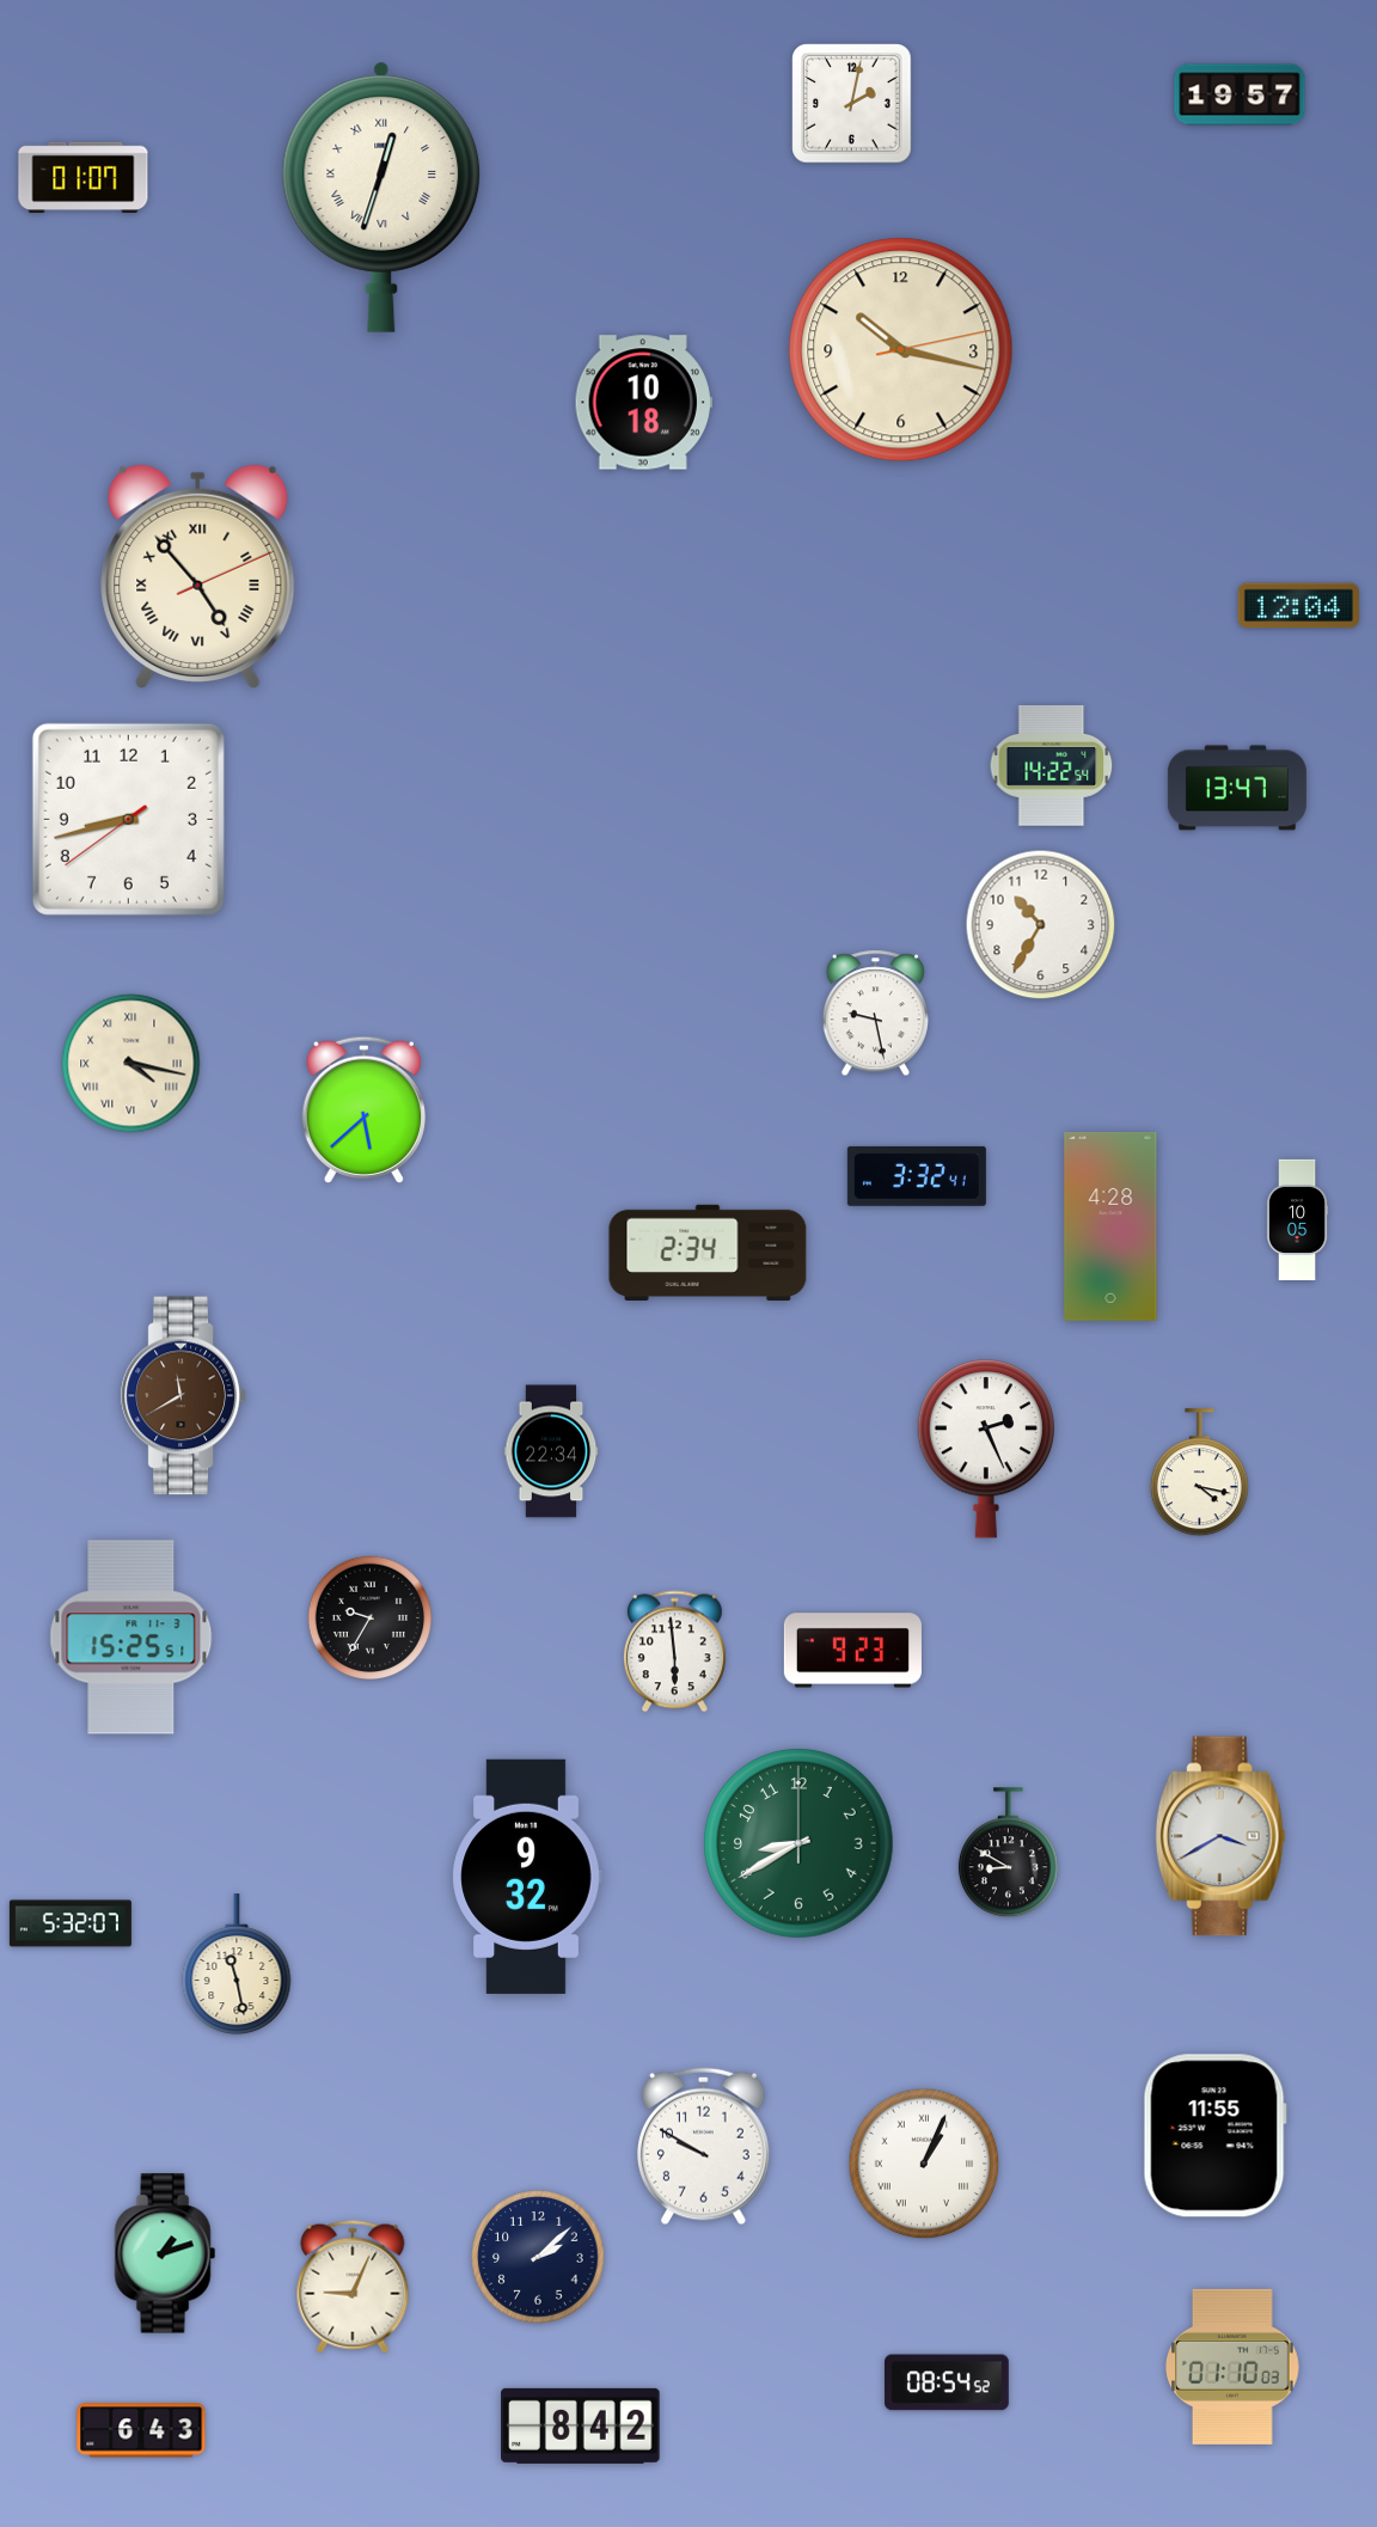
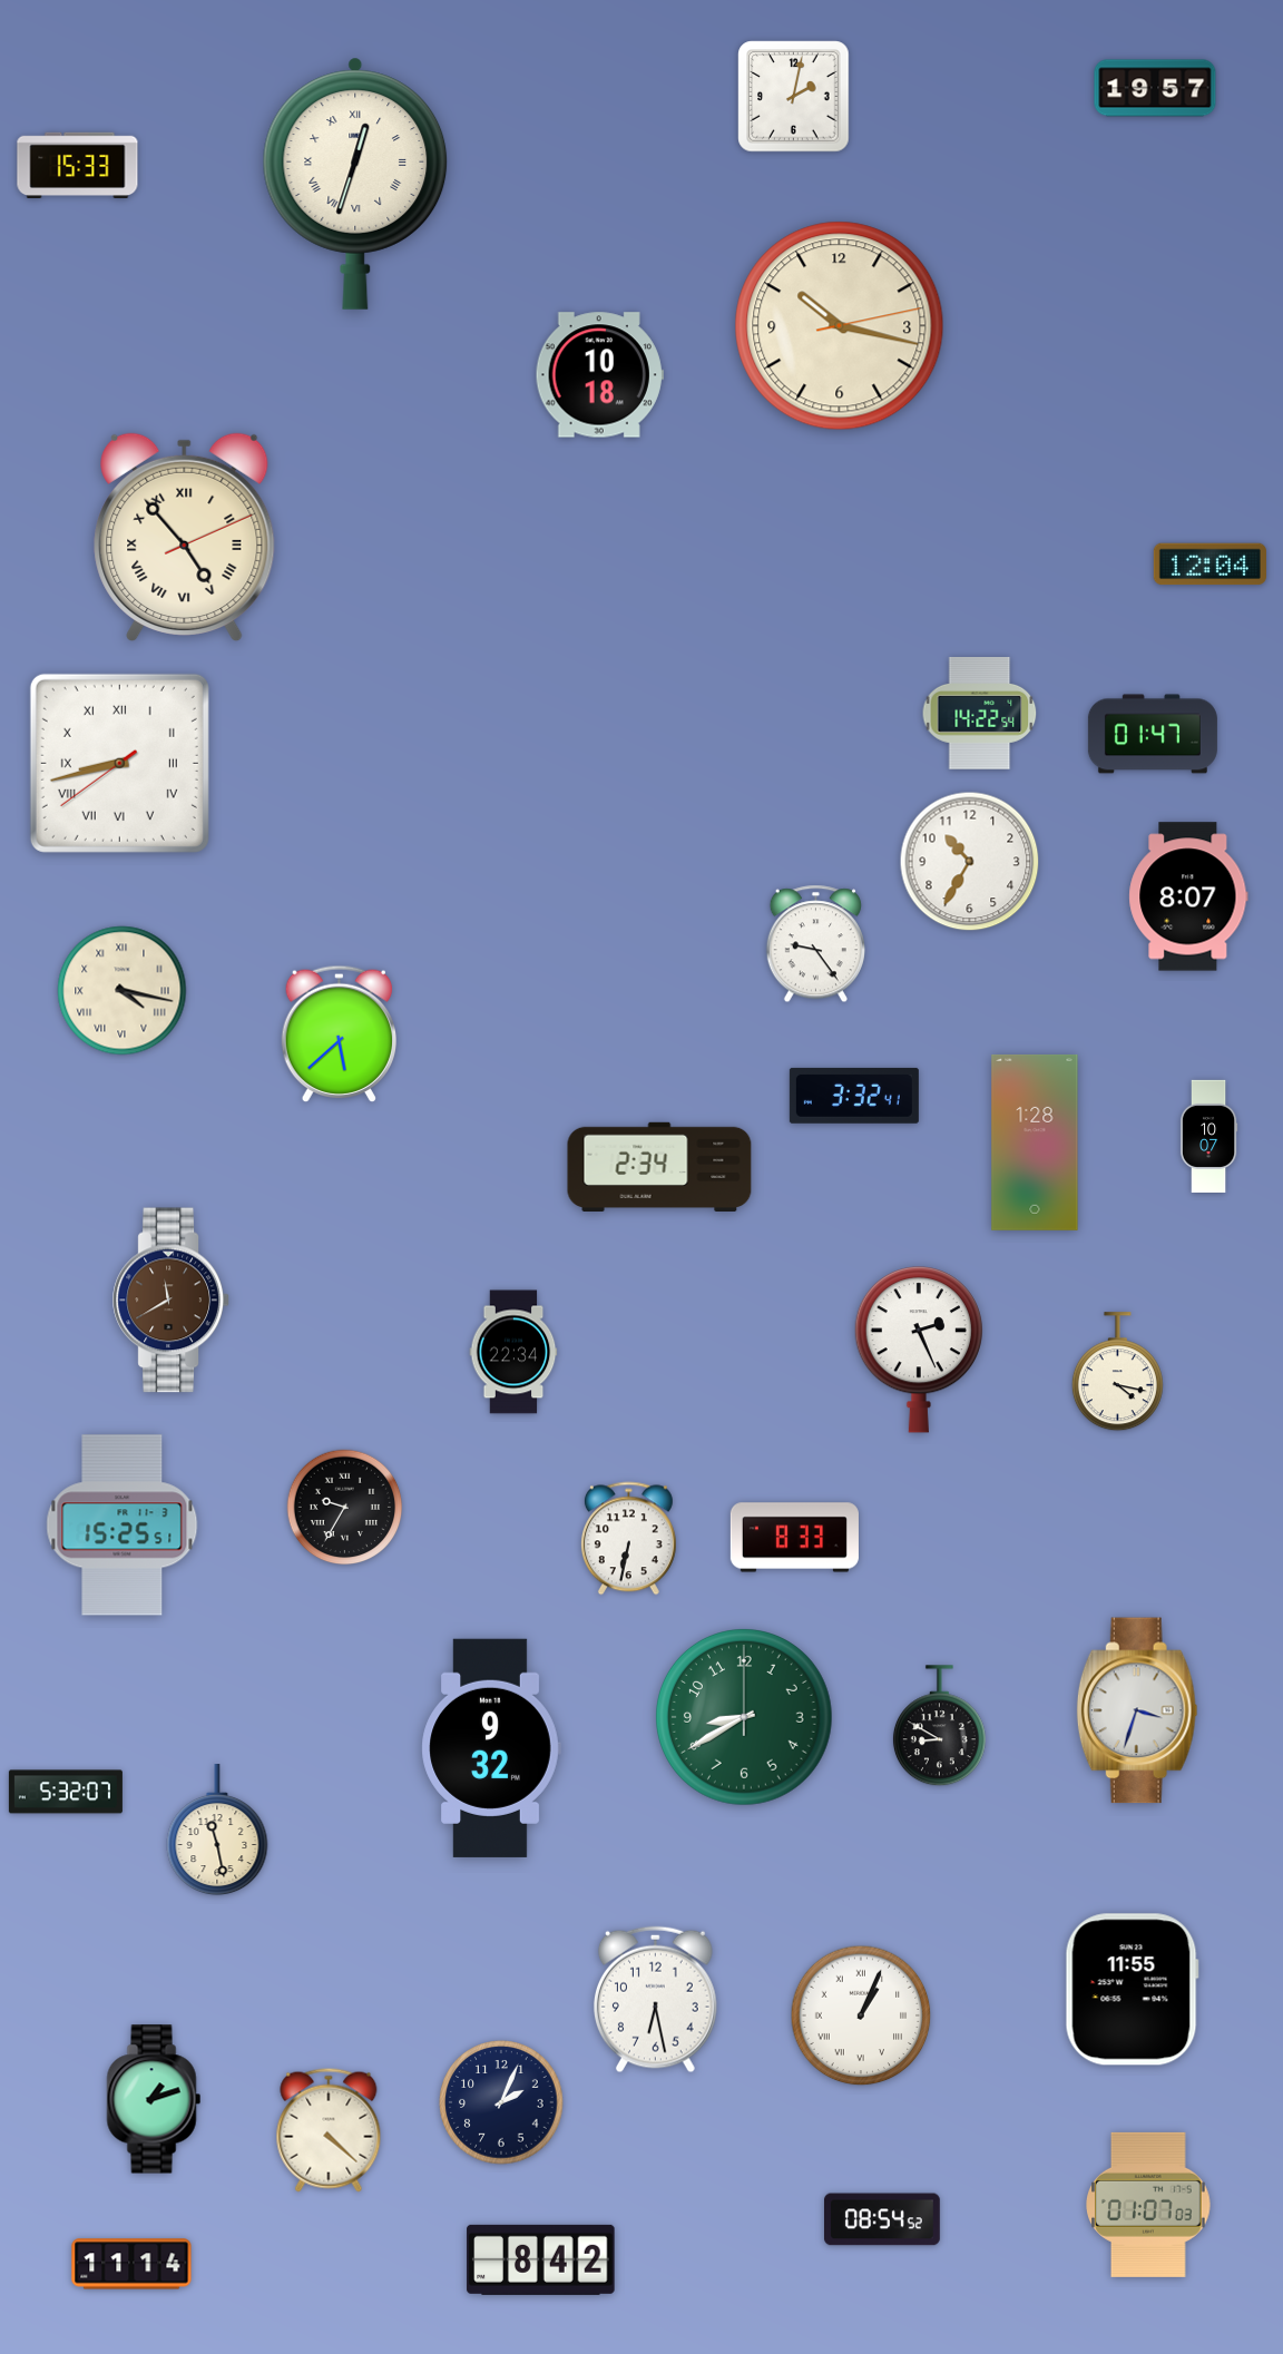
clock at (84, 177): 01:07 -> 15:33
clock at (1237, 788): 13:47 -> 01:47
clock at (128, 819) numerals: Arabic -> Roman
clock at (1188, 896): none -> 8:07
clock at (875, 1014): 9:28 -> 9:24
clock at (1297, 1219): 10:05 -> 10:07
clock at (1110, 1226): 4:28 -> 1:28
clock at (852, 1651): 9:23 -> 8:33
clock at (674, 1652): 5:59 -> 6:32
clock at (1220, 1836): 3:40 -> 3:33
clock at (237, 1965) position: (237, 1965) -> (217, 1831)
clock at (703, 2147): 9:50 -> 6:28
clock at (538, 2257): 2:08 -> 2:04
clock at (353, 2287): 9:04 -> 4:22
clock at (1232, 2367): 01:10 -> 01:07
clock at (141, 2430): 6:43 -> 11:14
